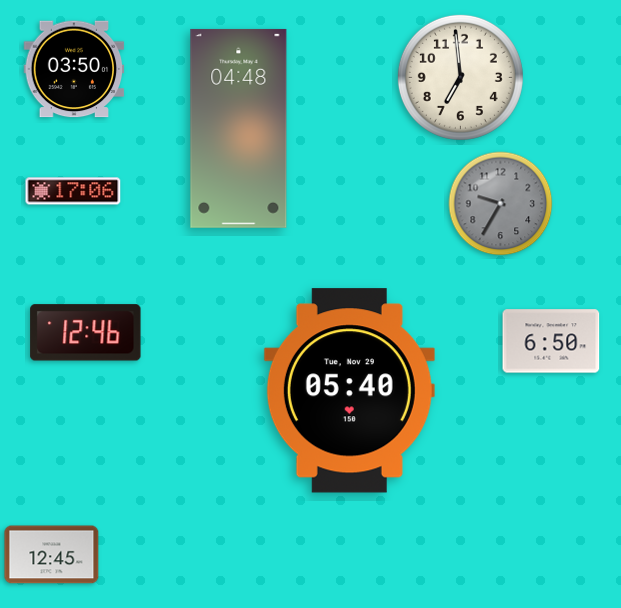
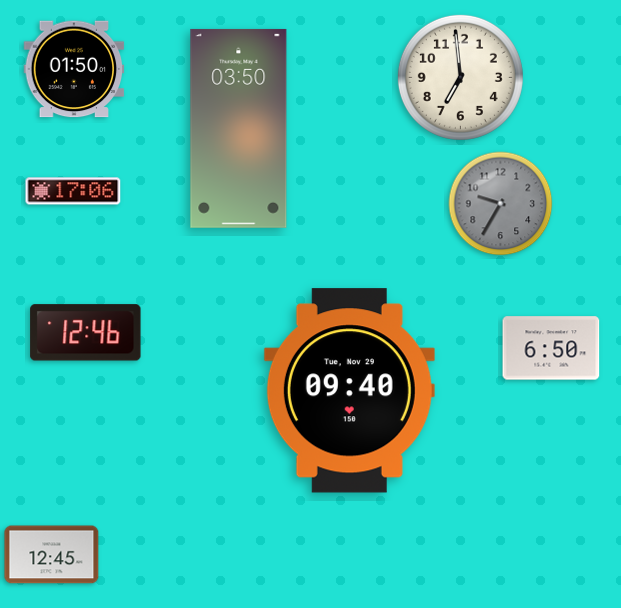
clock at (74, 69): 03:50 -> 01:50
clock at (239, 128): 04:48 -> 03:50
clock at (551, 341) position: (551, 341) -> (551, 348)
clock at (349, 391): 05:40 -> 09:40
